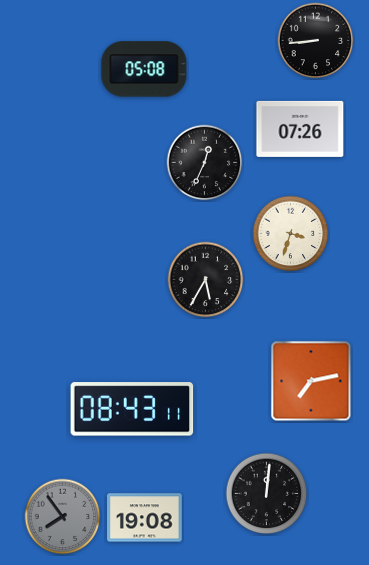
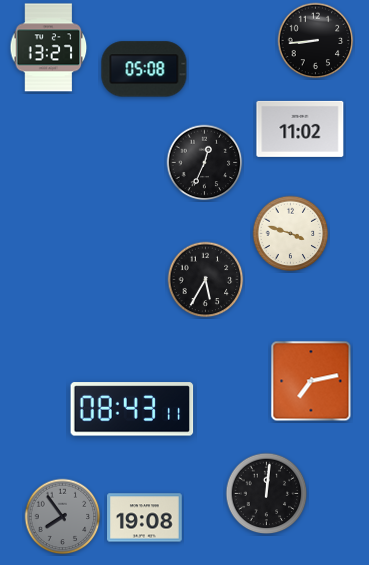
clock at (49, 48): none -> 13:27
clock at (300, 129): 07:26 -> 11:02
clock at (291, 234): 3:33 -> 3:48
